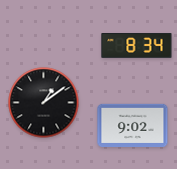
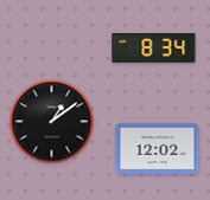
clock at (137, 46) position: (137, 46) -> (154, 49)
clock at (133, 125): 9:02 -> 12:02
